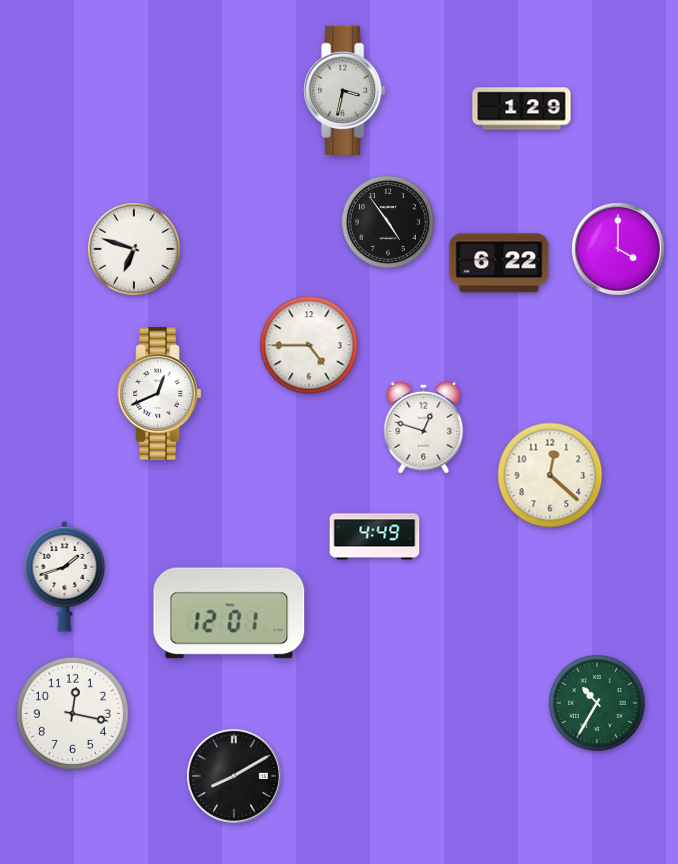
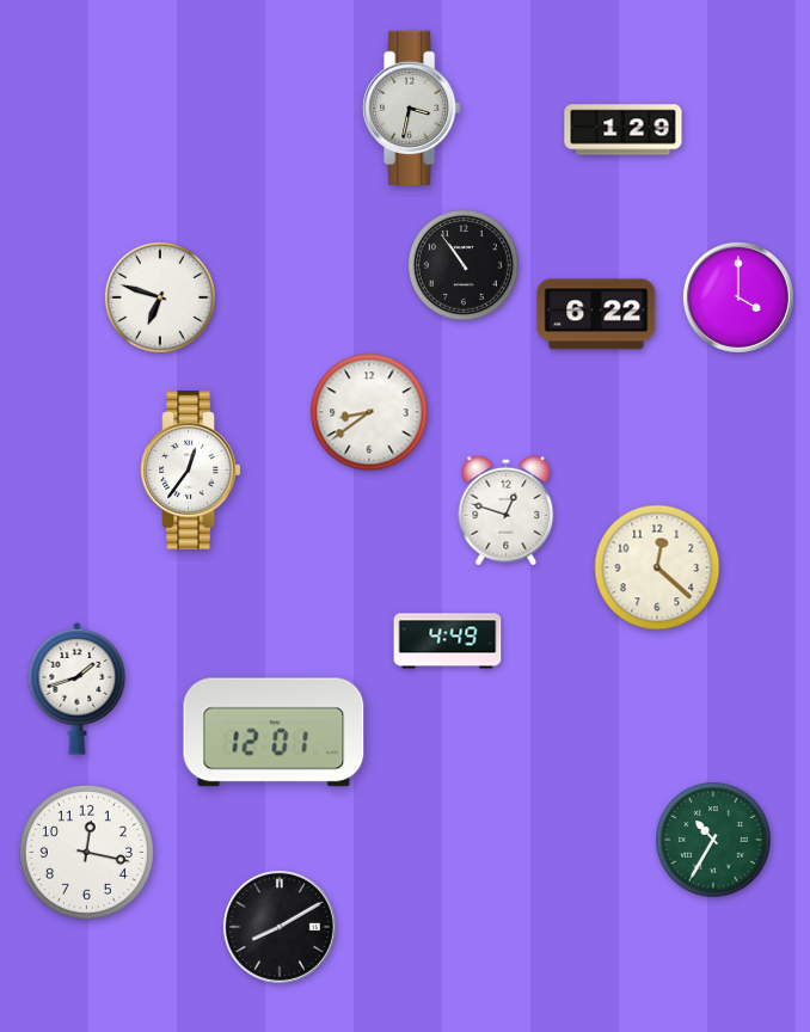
clock at (388, 222): 4:54 -> 10:54
clock at (309, 345): 4:45 -> 8:39
clock at (160, 394): 12:41 -> 12:36
